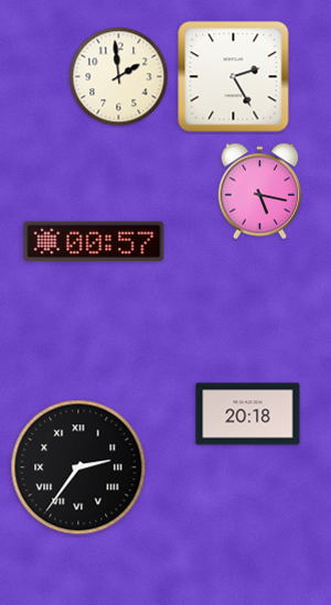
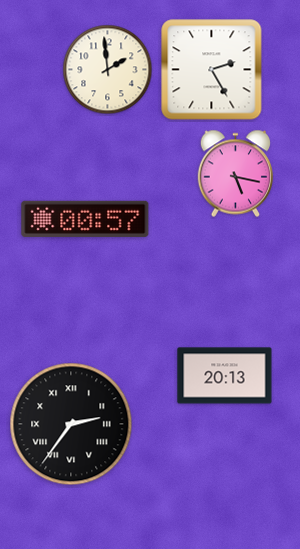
clock at (248, 414): 20:18 -> 20:13
